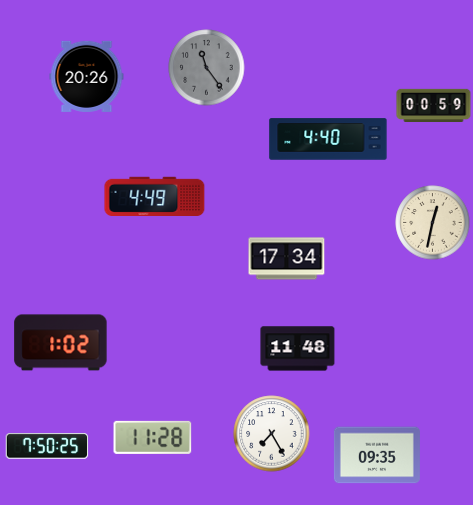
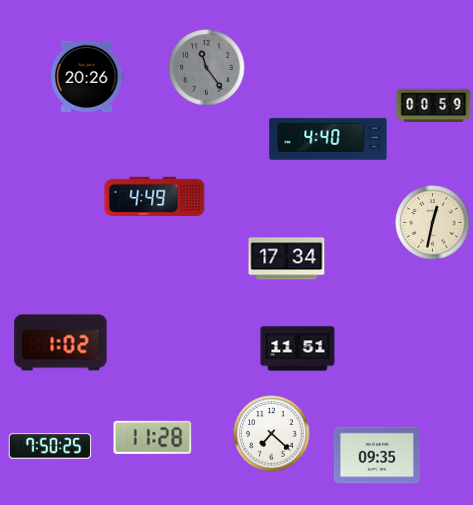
clock at (298, 349): 11:48 -> 11:51
clock at (272, 434): 7:25 -> 7:22
clock at (47, 446) position: (47, 446) -> (50, 446)
